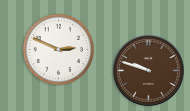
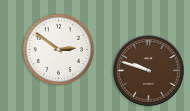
clock at (58, 49): 2:49 -> 2:51
